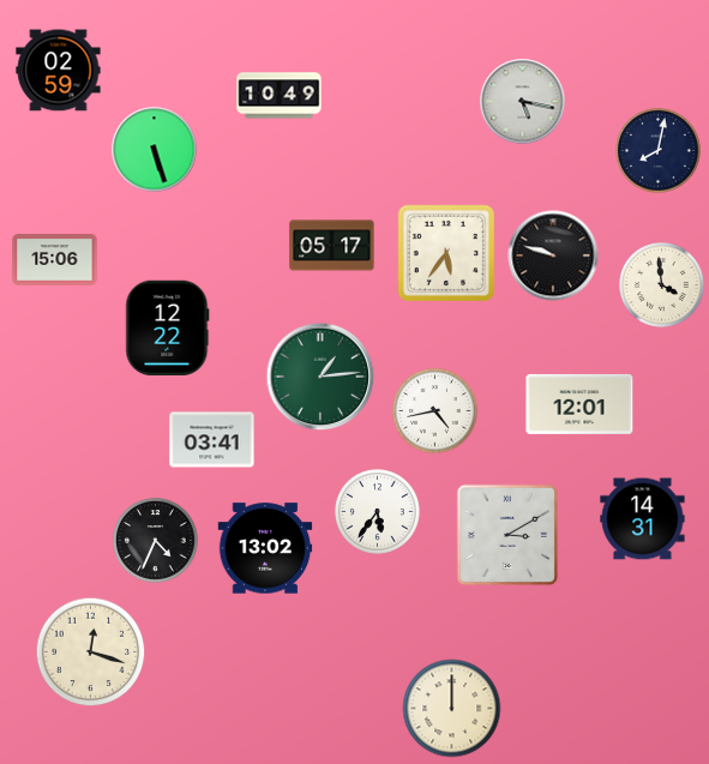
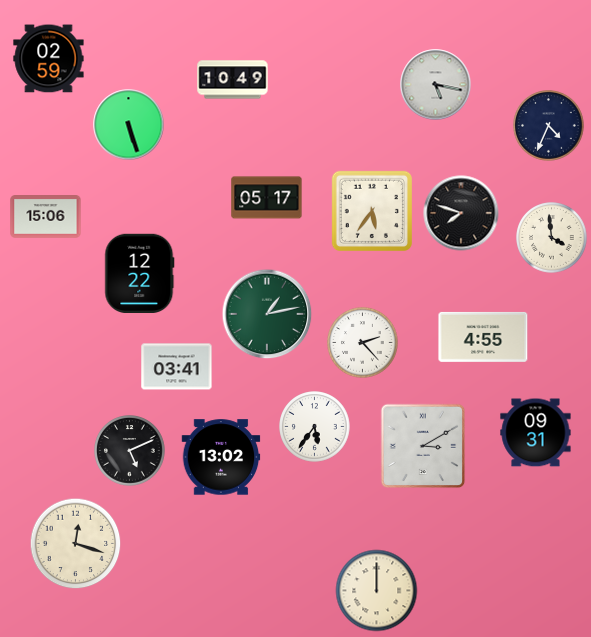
clock at (659, 151): 8:02 -> 4:34
clock at (332, 246) position: (332, 246) -> (267, 198)
clock at (553, 255): 9:48 -> 7:48
clock at (320, 377): 1:14 -> 1:13
clock at (579, 404): 12:01 -> 4:55
clock at (435, 411): 4:43 -> 2:23
clock at (643, 519): 14:31 -> 09:31
clock at (156, 541): 4:34 -> 5:11
